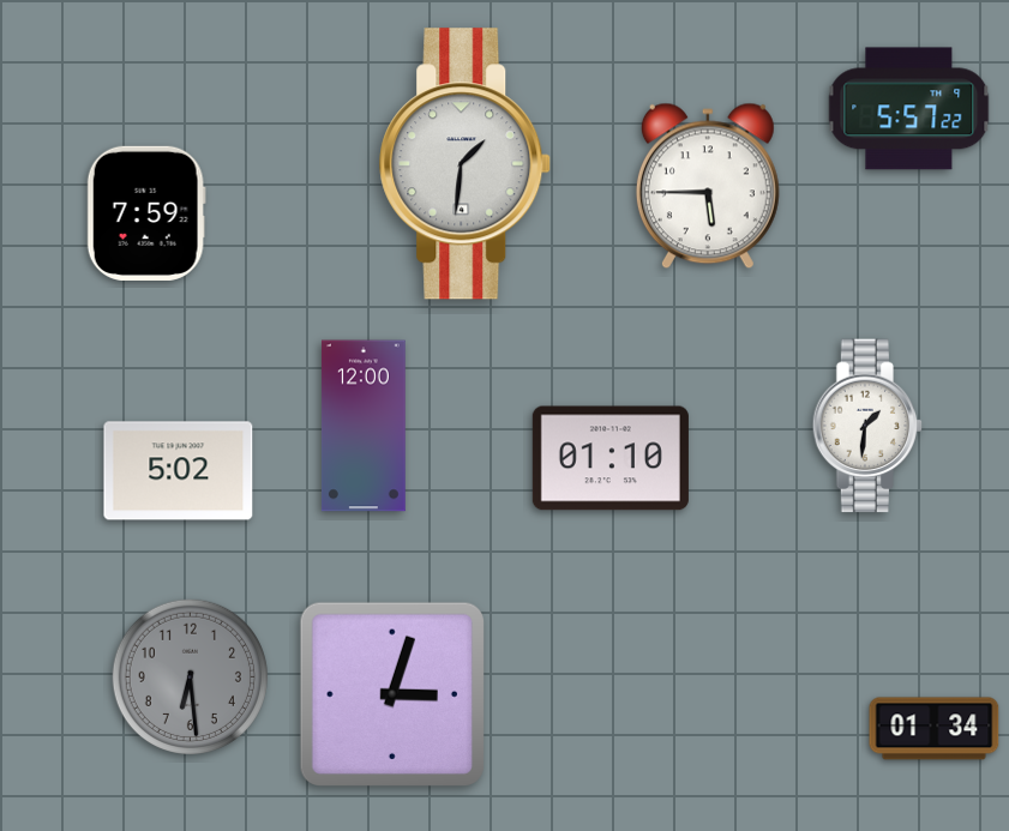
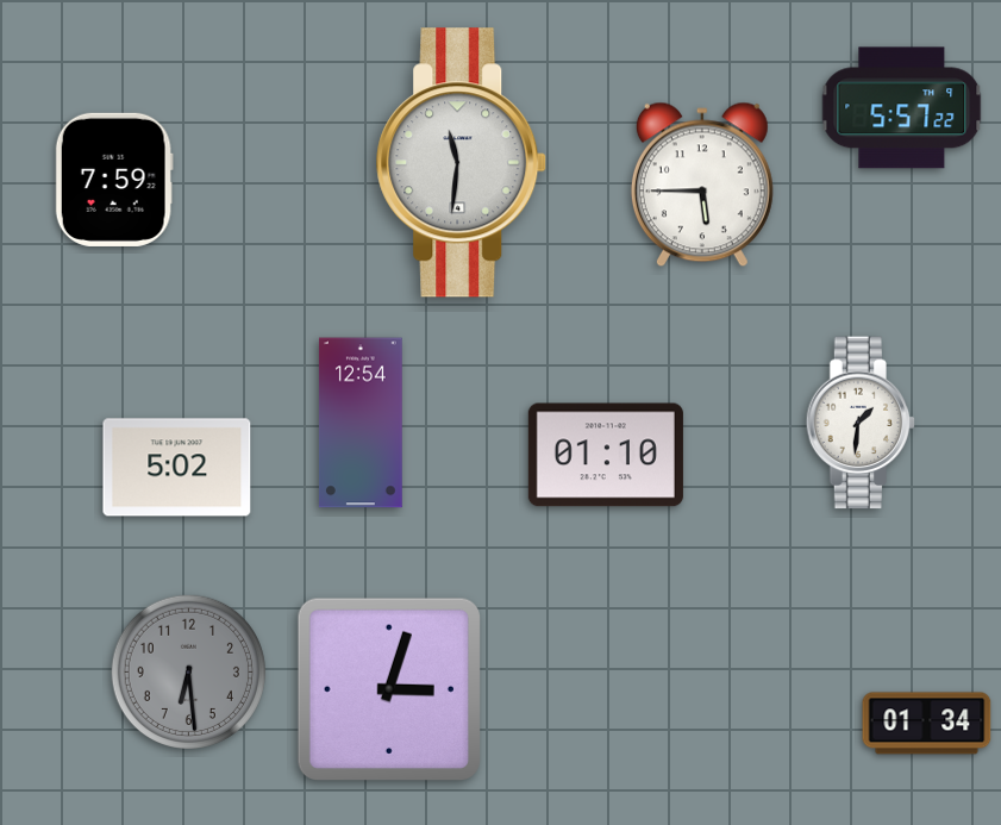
clock at (466, 164): 1:31 -> 11:31
clock at (146, 213) position: (146, 213) -> (114, 180)
clock at (364, 426): 12:00 -> 12:54
